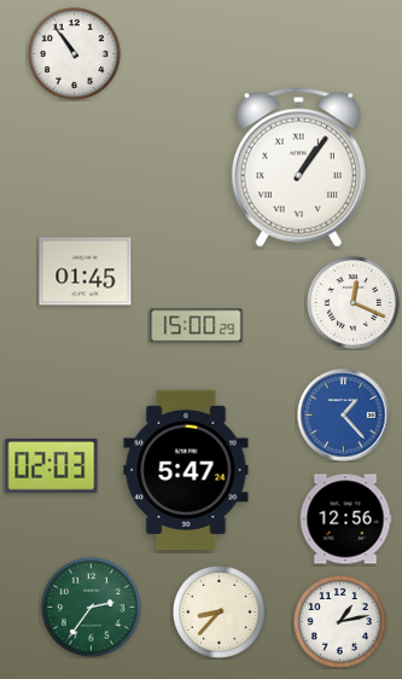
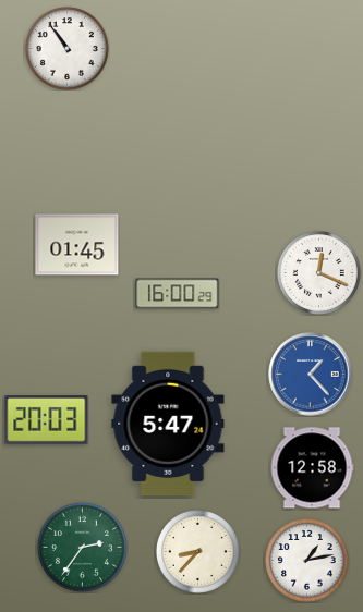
clock at (298, 168): 1:06 -> none
clock at (197, 326): 15:00 -> 16:00
clock at (52, 466): 02:03 -> 20:03
clock at (345, 520): 12:56 -> 12:58
